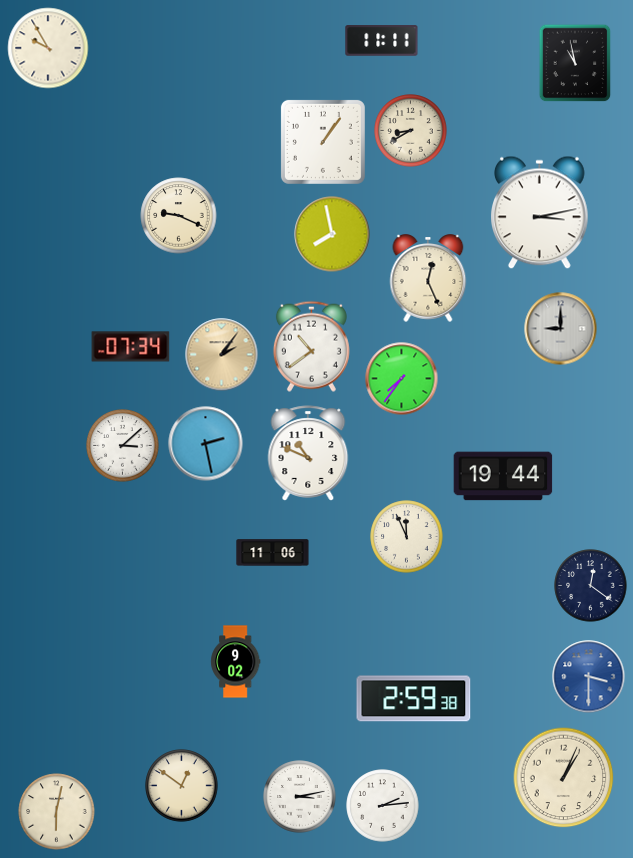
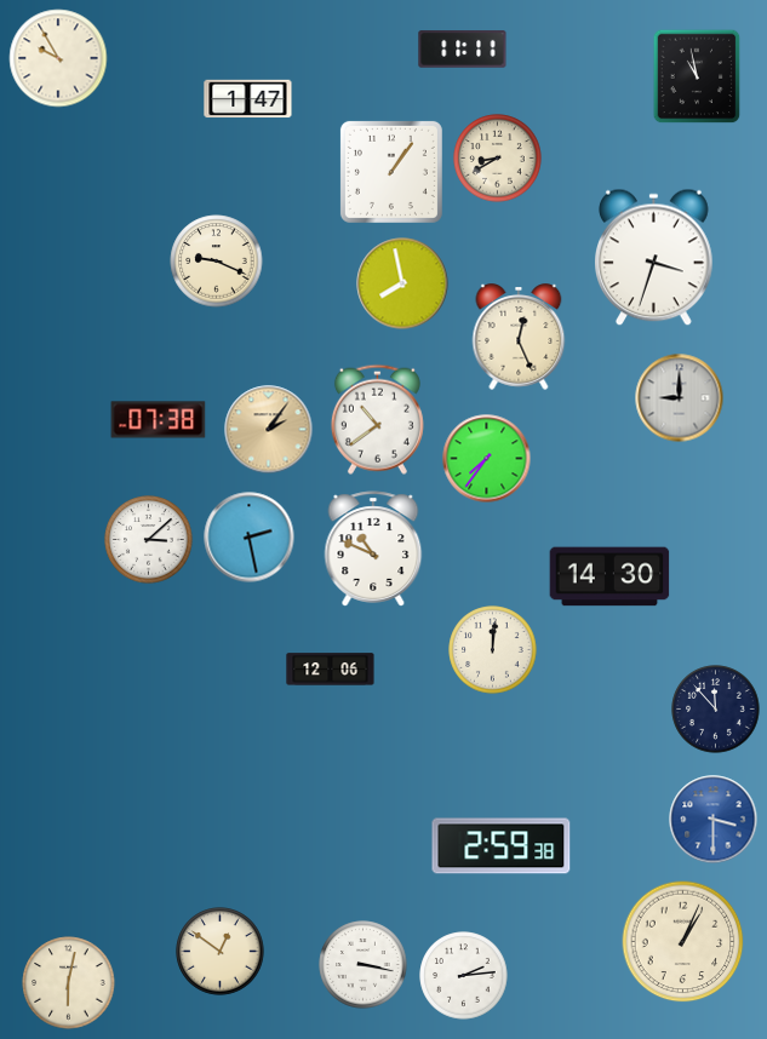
clock at (248, 99): none -> 1:47
clock at (540, 213): 3:13 -> 3:33
clock at (131, 347): 07:34 -> 07:38
clock at (503, 476): 19:44 -> 14:30
clock at (407, 537): 11:56 -> 12:01
clock at (273, 553): 11:06 -> 12:06
clock at (591, 586): 12:21 -> 11:53
clock at (236, 662): 9:02 -> none
clock at (300, 797): 3:13 -> 3:17
